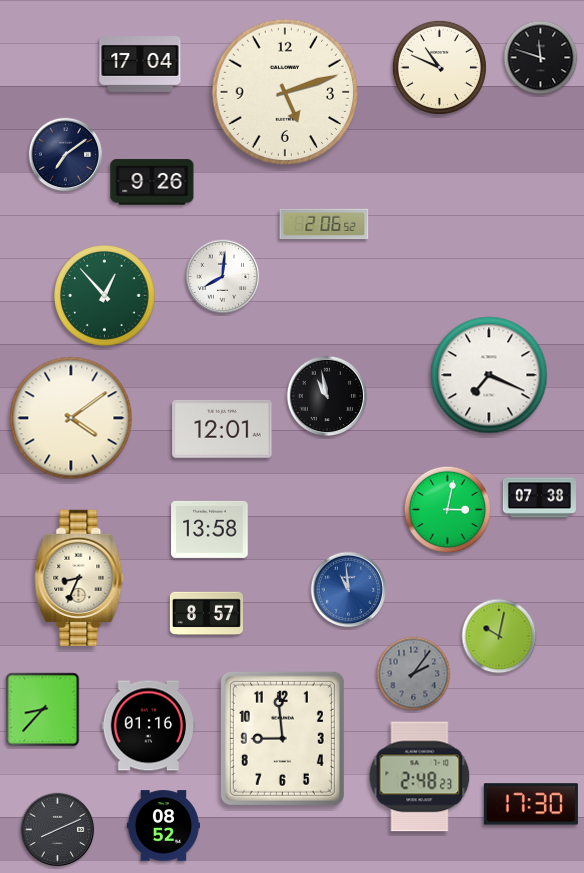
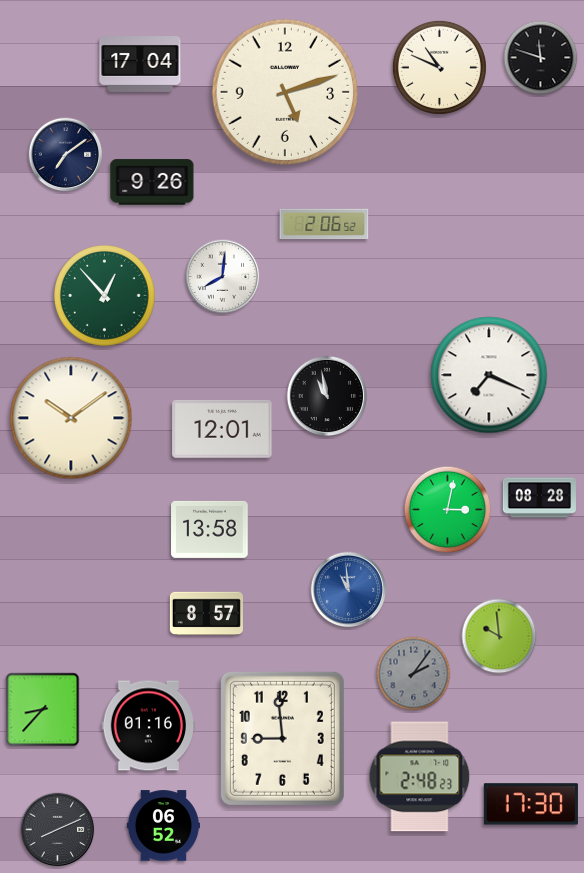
clock at (71, 418): 4:09 -> 10:09
clock at (539, 498): 07:38 -> 08:28
clock at (79, 578): 8:34 -> none
clock at (499, 636): 10:02 -> 9:59
clock at (163, 826): 08:52 -> 06:52
